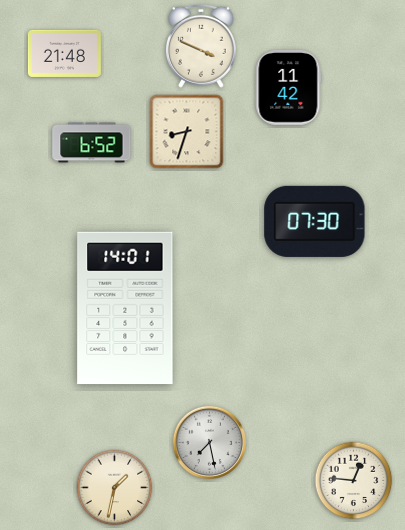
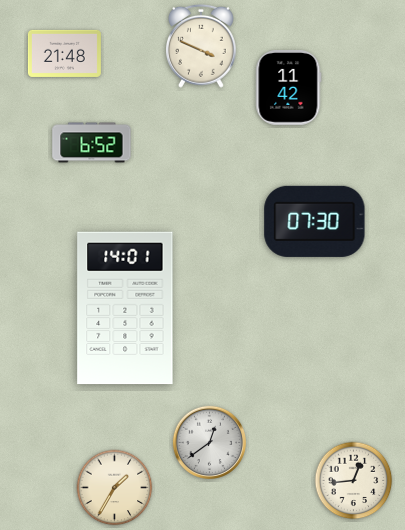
clock at (187, 132): 8:33 -> none
clock at (209, 442): 7:28 -> 12:39
clock at (354, 481): 12:46 -> 12:44
clock at (115, 488): 1:32 -> 1:35
